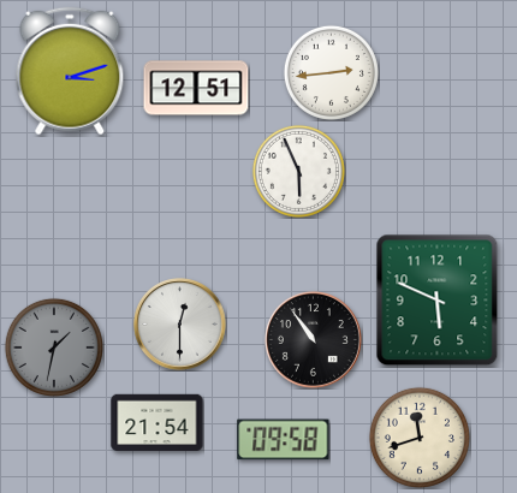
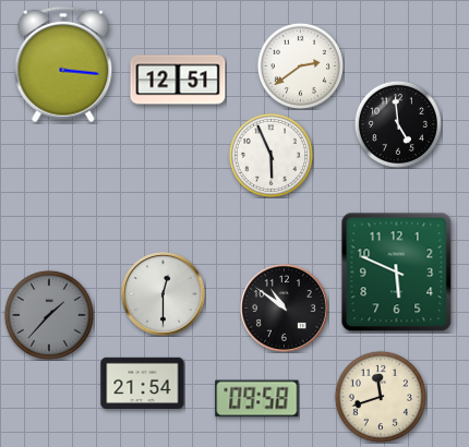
clock at (70, 71): 3:12 -> 3:16
clock at (331, 72): 2:44 -> 2:39
clock at (398, 124): none -> 4:59
clock at (313, 339): 10:54 -> 10:51
clock at (54, 348): 1:32 -> 1:37
